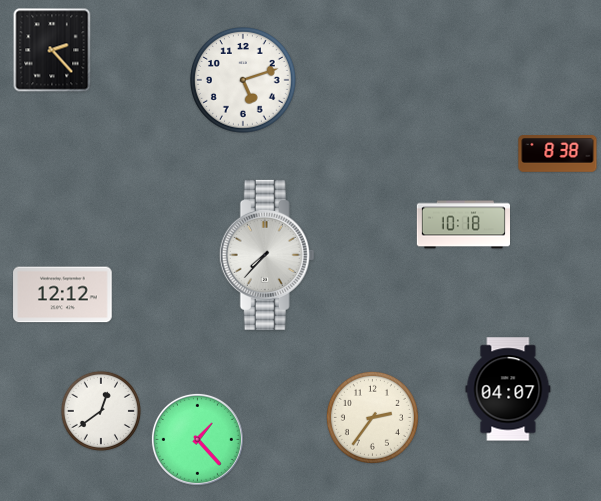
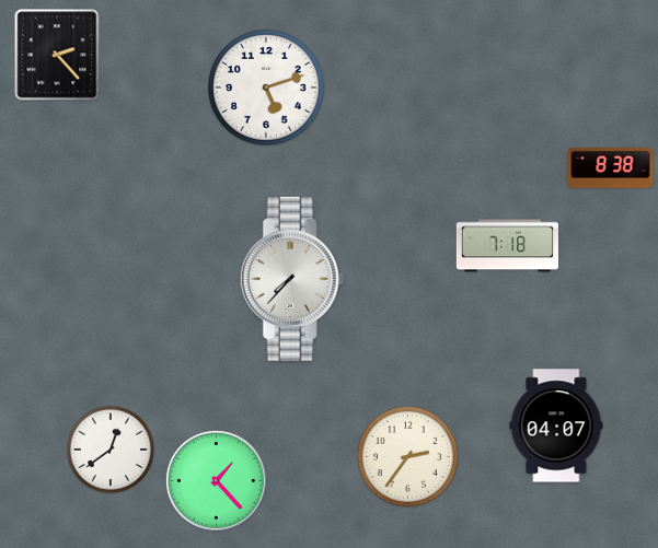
clock at (463, 225): 10:18 -> 7:18
clock at (63, 295): 12:12 -> none
